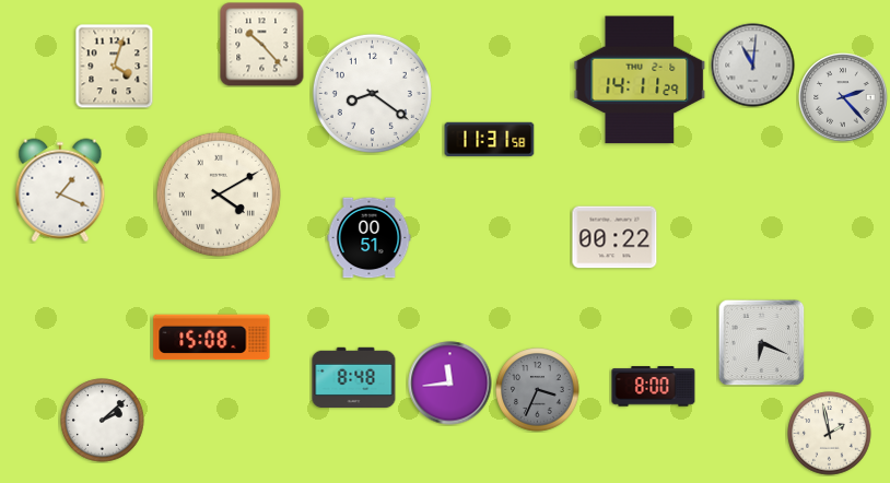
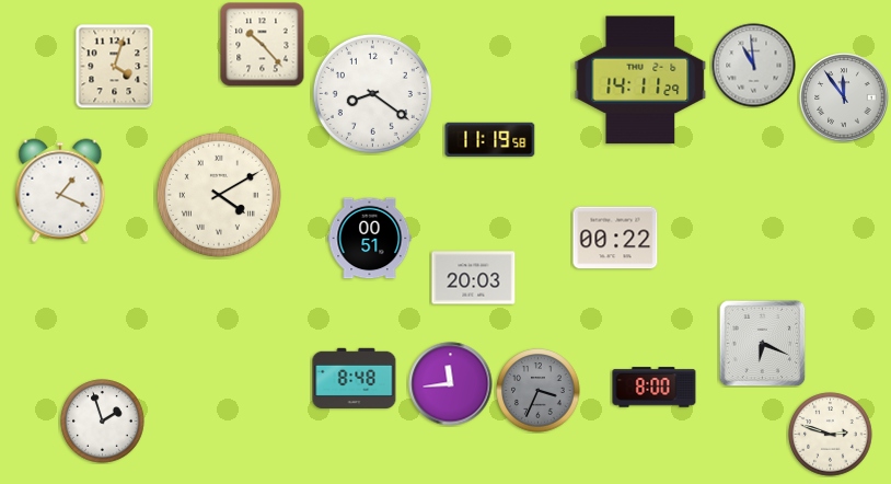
clock at (753, 66): 11:01 -> 10:59
clock at (843, 97): 2:23 -> 11:54
clock at (490, 139): 11:31 -> 11:19
clock at (474, 278): none -> 20:03
clock at (212, 338): 15:08 -> none
clock at (103, 421): 2:08 -> 1:57
clock at (830, 434): 1:58 -> 2:48
